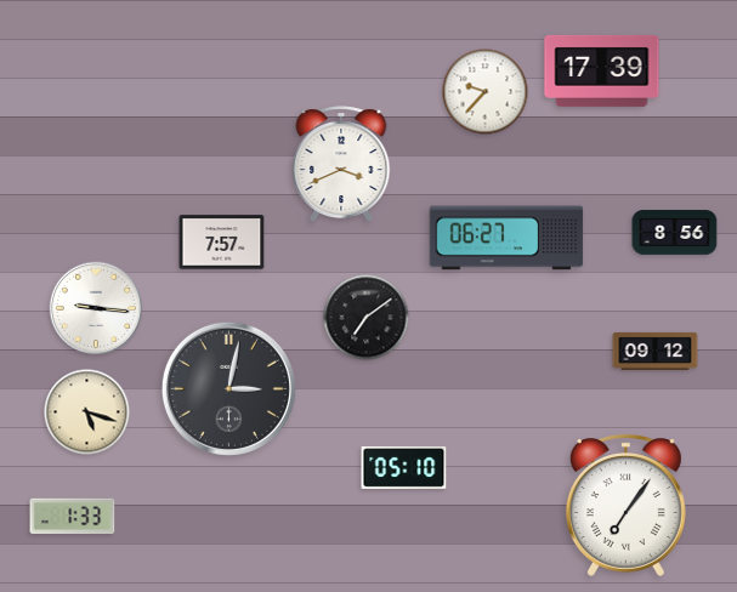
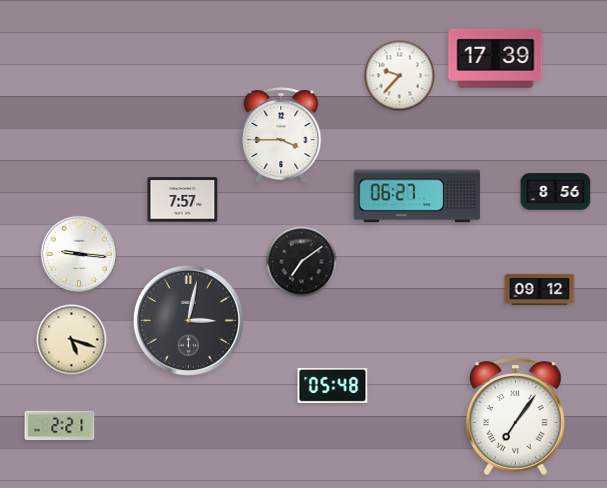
clock at (341, 164): 3:41 -> 3:45
clock at (404, 467): 05:10 -> 05:48
clock at (73, 517): 1:33 -> 2:21
